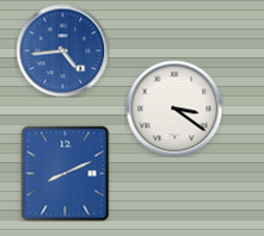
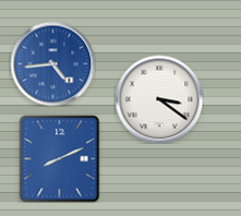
clock at (62, 50) position: (62, 50) -> (52, 63)
